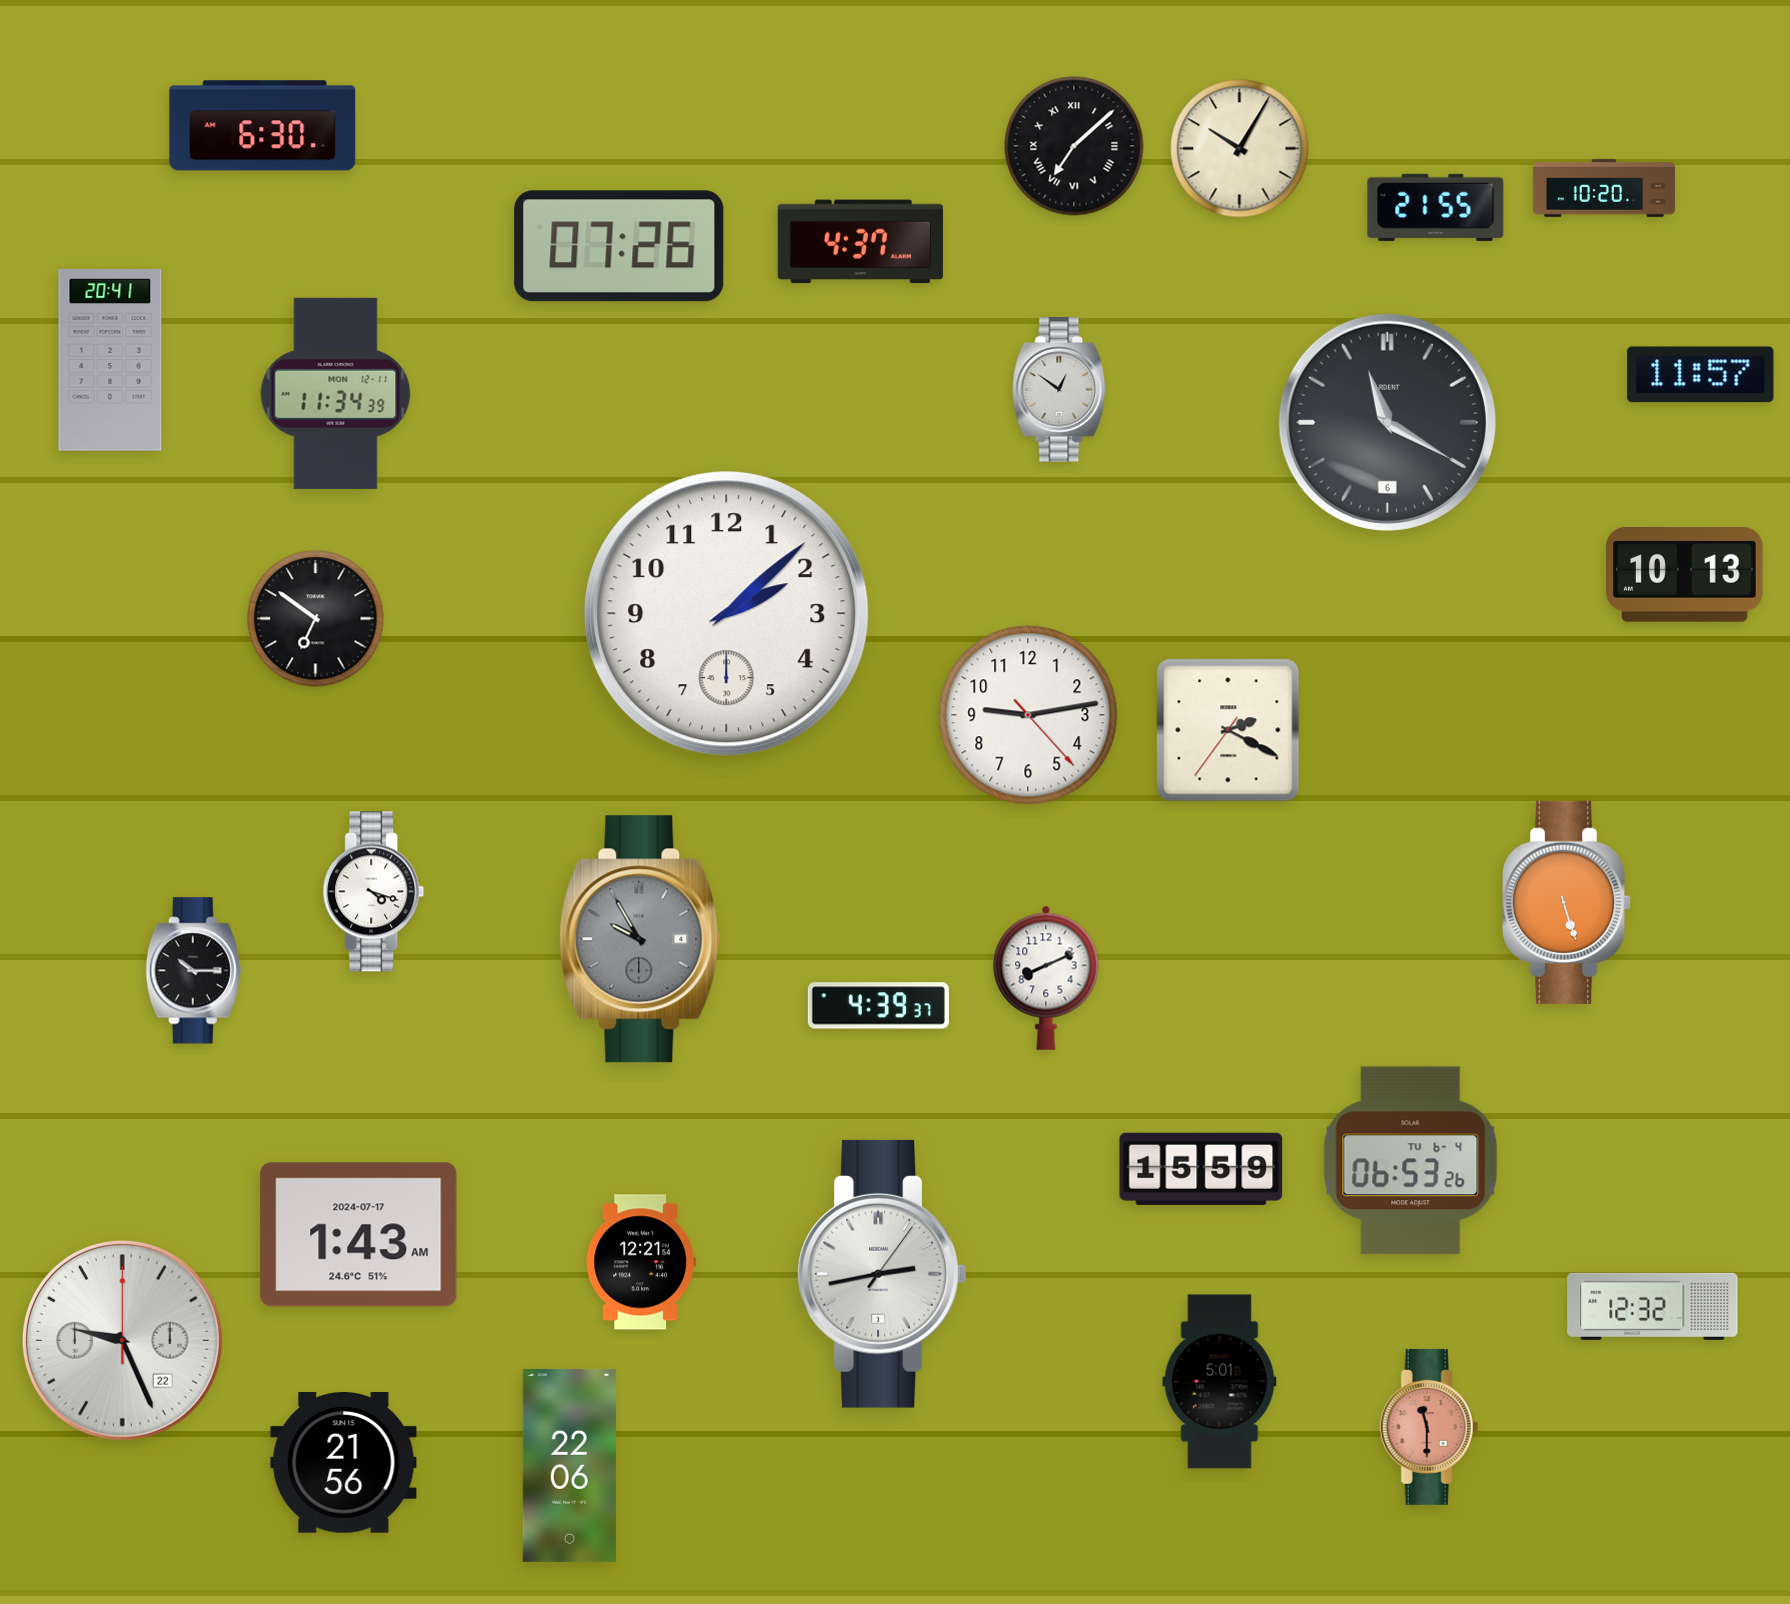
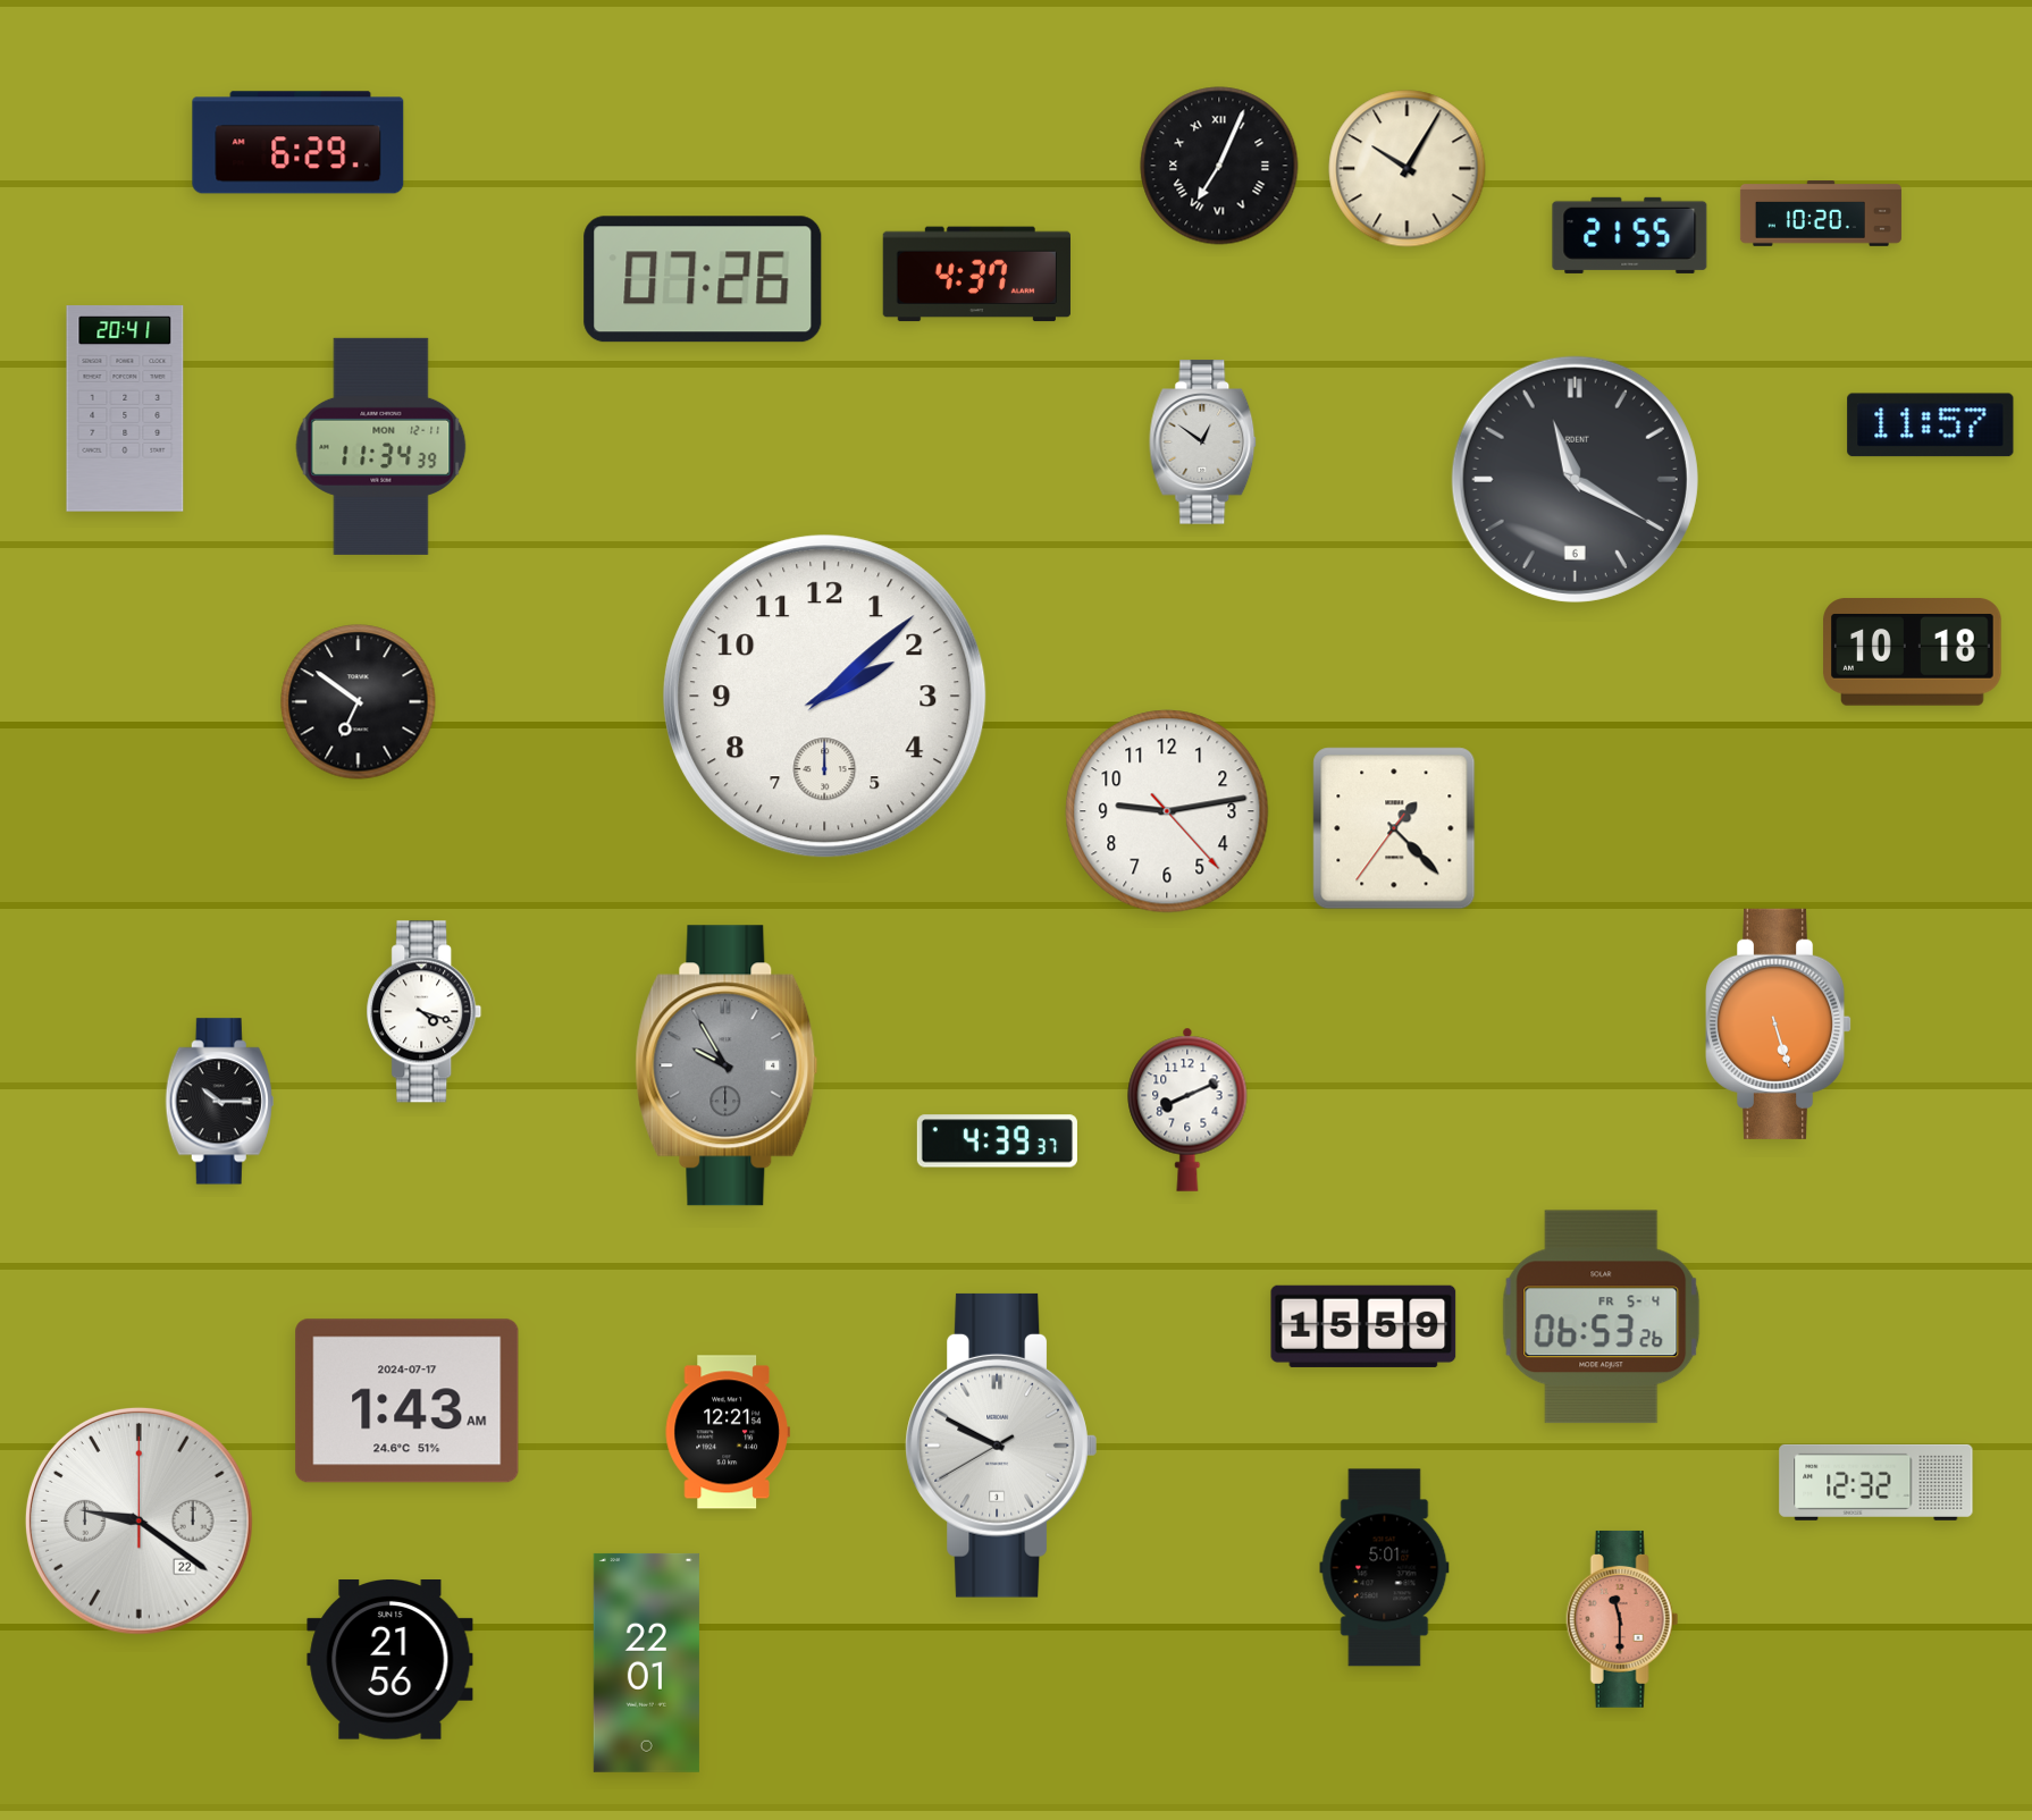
clock at (263, 126): 6:30 -> 6:29
clock at (1074, 146): 7:08 -> 7:04
clock at (1685, 575): 10:13 -> 10:18
clock at (1228, 730): 2:19 -> 1:22
clock at (1411, 1161) date: TU 6-4 -> FR 5-4
clock at (882, 1274): 2:43 -> 9:49
clock at (122, 1340): 9:26 -> 9:21
clock at (569, 1465): 22:06 -> 22:01
